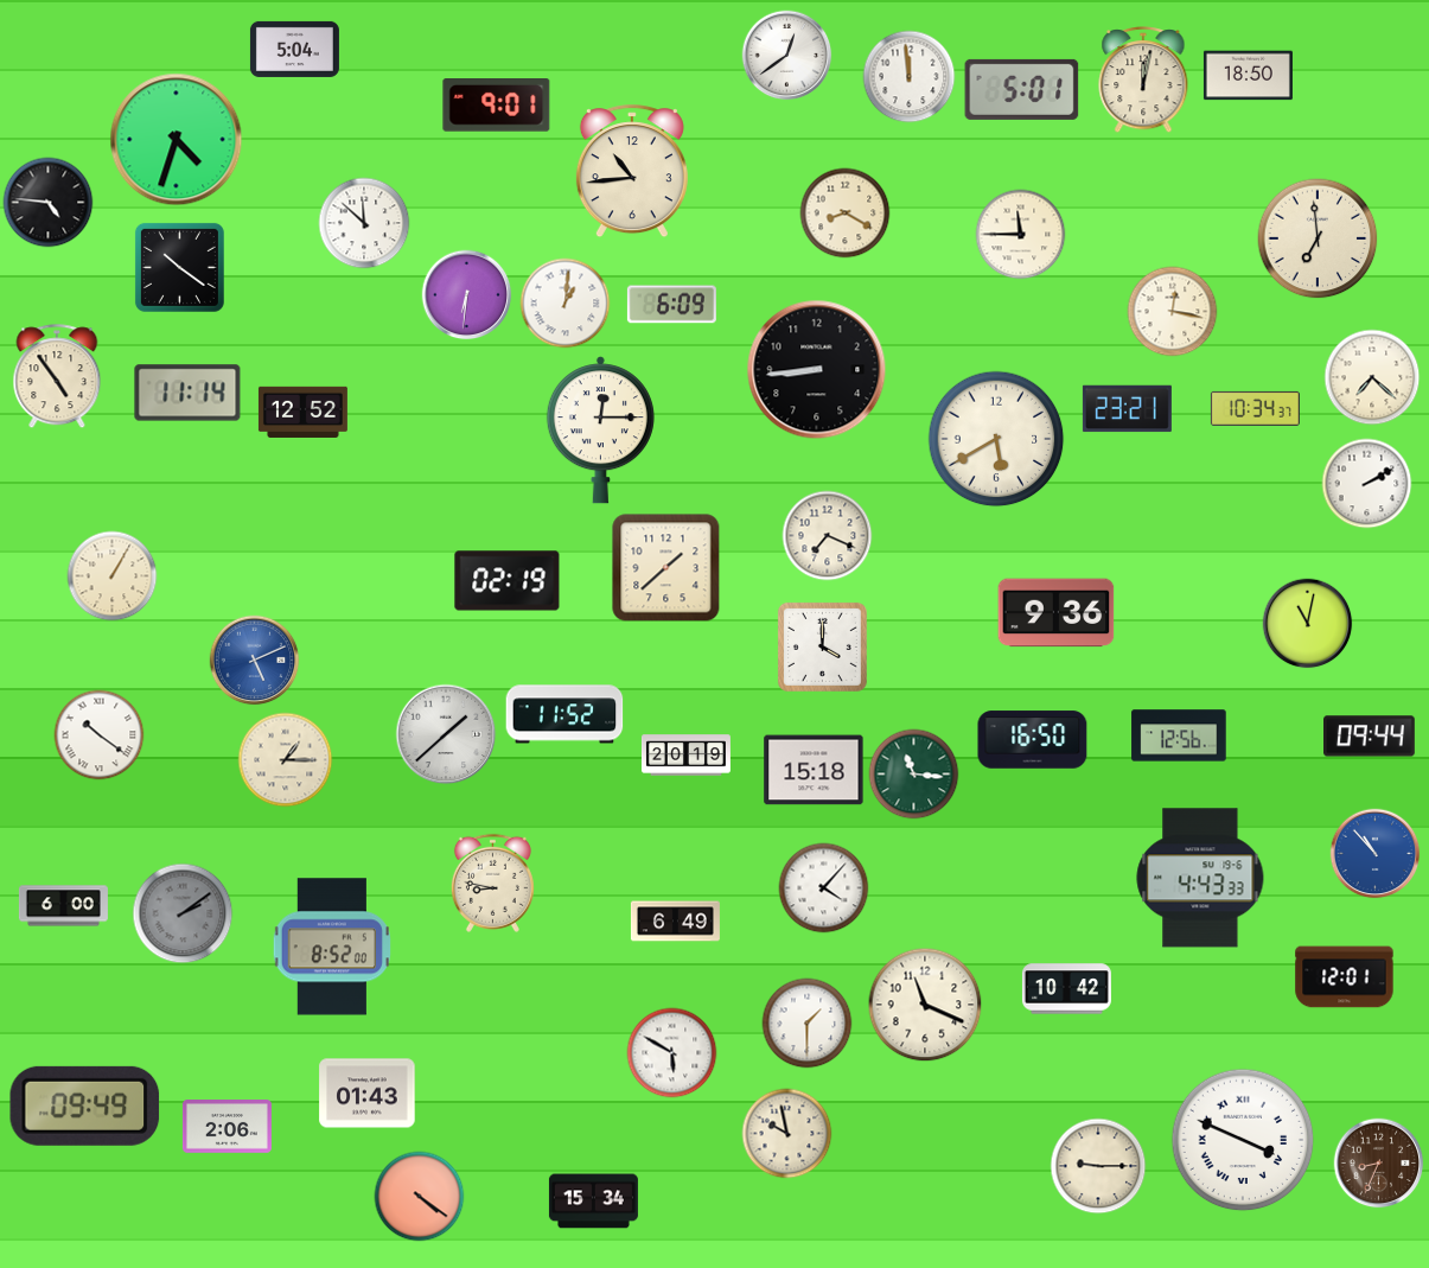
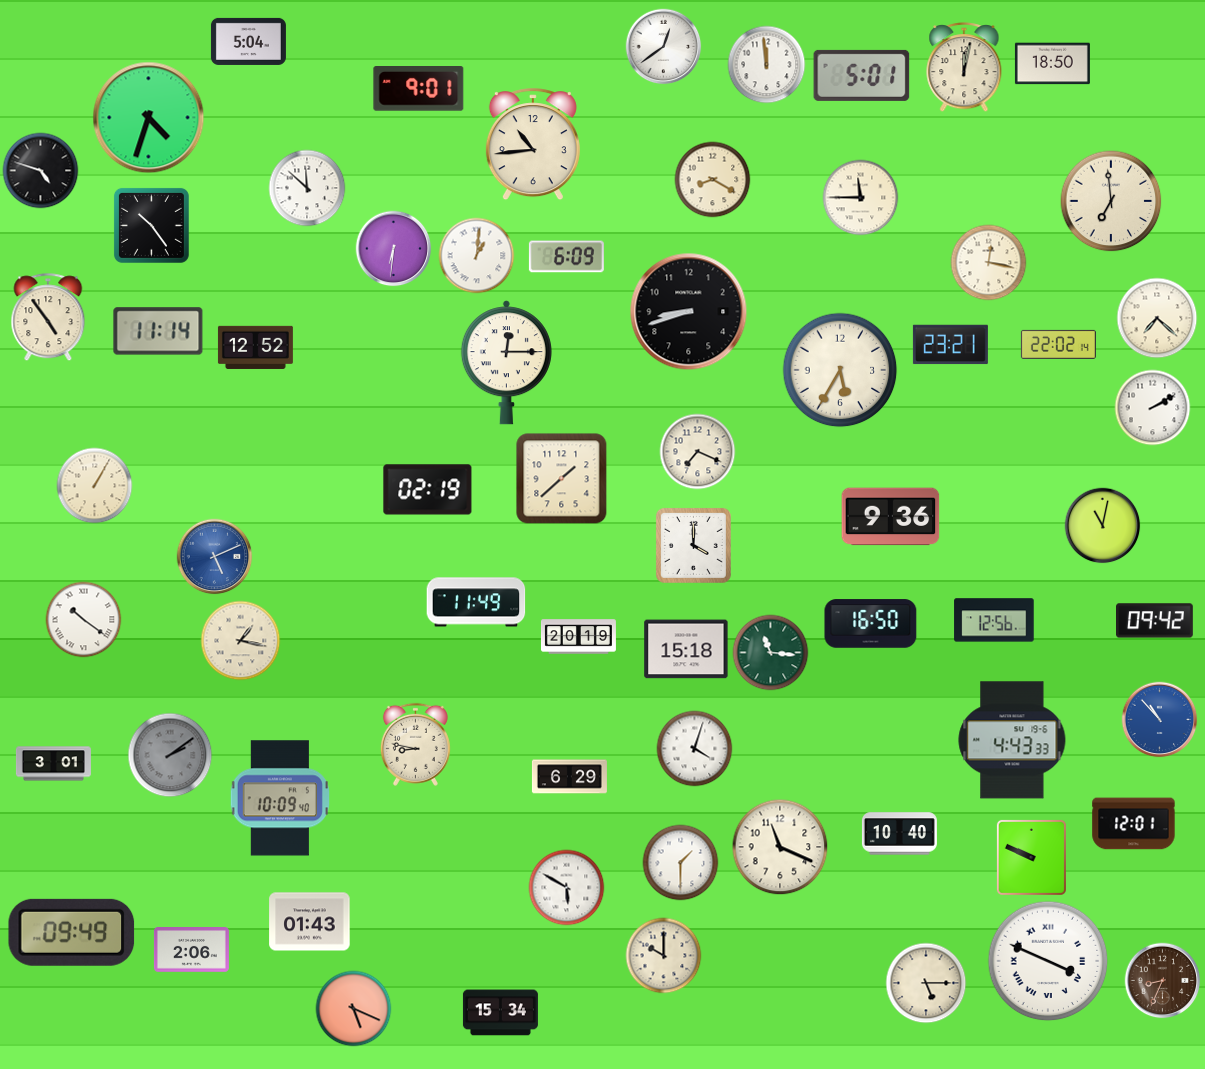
clock at (49, 203): 4:46 -> 4:48
clock at (179, 267): 10:21 -> 10:24
clock at (817, 370): 8:44 -> 8:42
clock at (1255, 408): 10:34 -> 22:02
clock at (996, 439): 5:40 -> 5:35
clock at (564, 714): 11:52 -> 11:49
clock at (446, 734): 1:38 -> none
clock at (1370, 737): 09:44 -> 09:42
clock at (286, 760): 1:15 -> 1:17
clock at (824, 888): 4:07 -> 4:03
clock at (63, 906): 6:00 -> 3:01
clock at (183, 913) position: (183, 913) -> (170, 755)
clock at (675, 922): 6:49 -> 6:29
clock at (331, 947): 8:52 -> 10:09
clock at (1066, 989): 10:42 -> 10:40
clock at (1031, 857): none -> 9:49
clock at (787, 1134): 9:58 -> 10:00
clock at (1098, 1166): 9:15 -> 5:15
clock at (420, 1197): 4:21 -> 5:19
